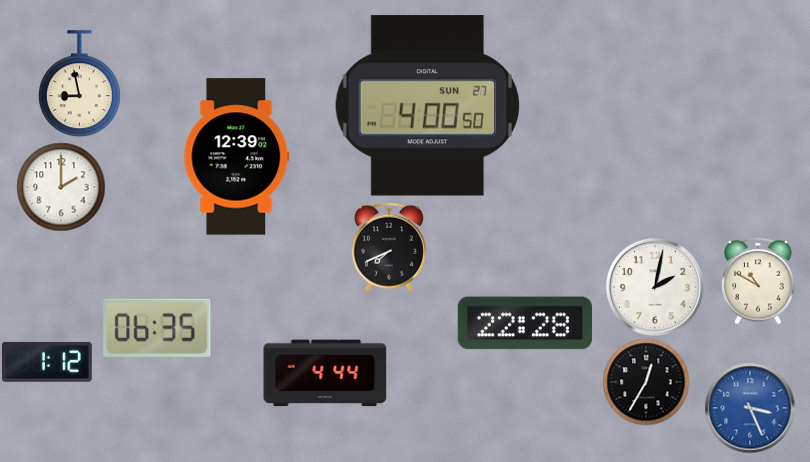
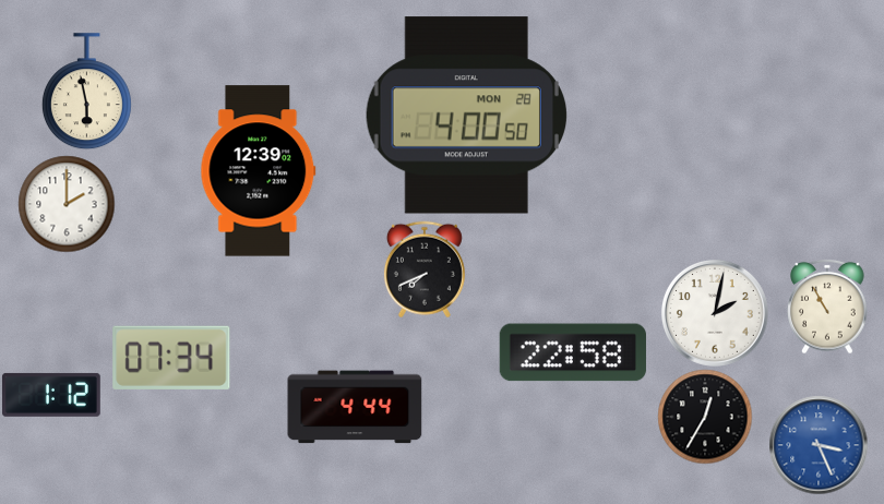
clock at (79, 84): 8:58 -> 5:58
clock at (427, 106) date: SUN 27 -> MON 28
clock at (758, 281): 10:50 -> 10:55
clock at (525, 323): 22:28 -> 22:58
clock at (157, 328): 06:35 -> 07:34
